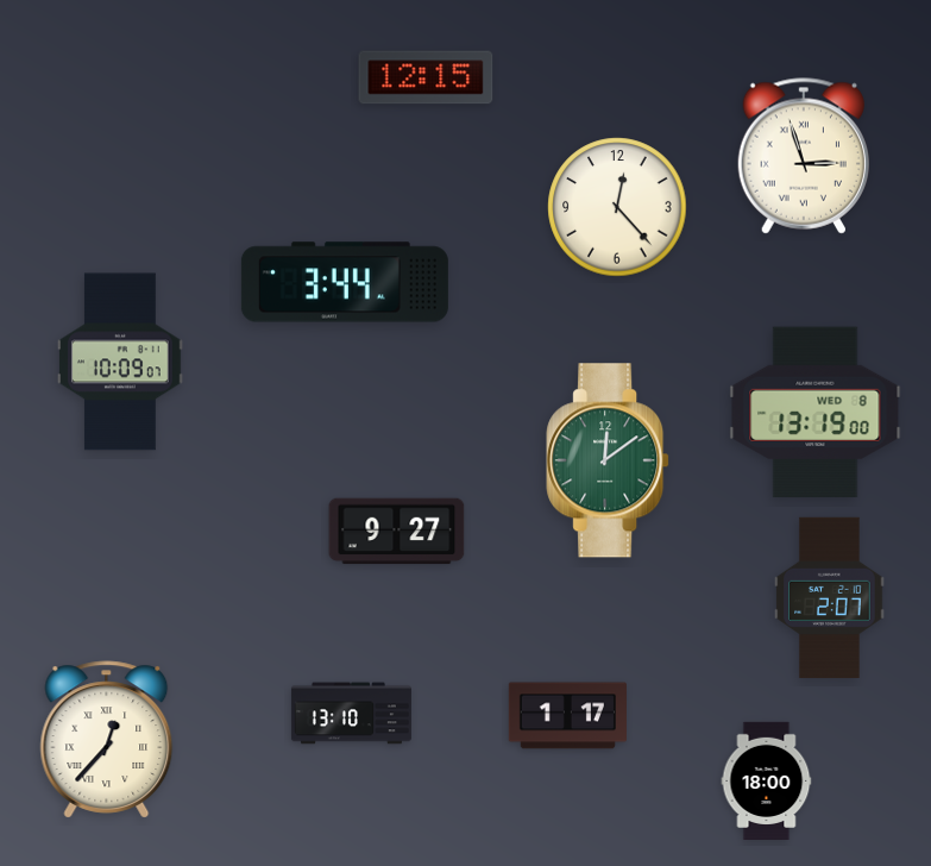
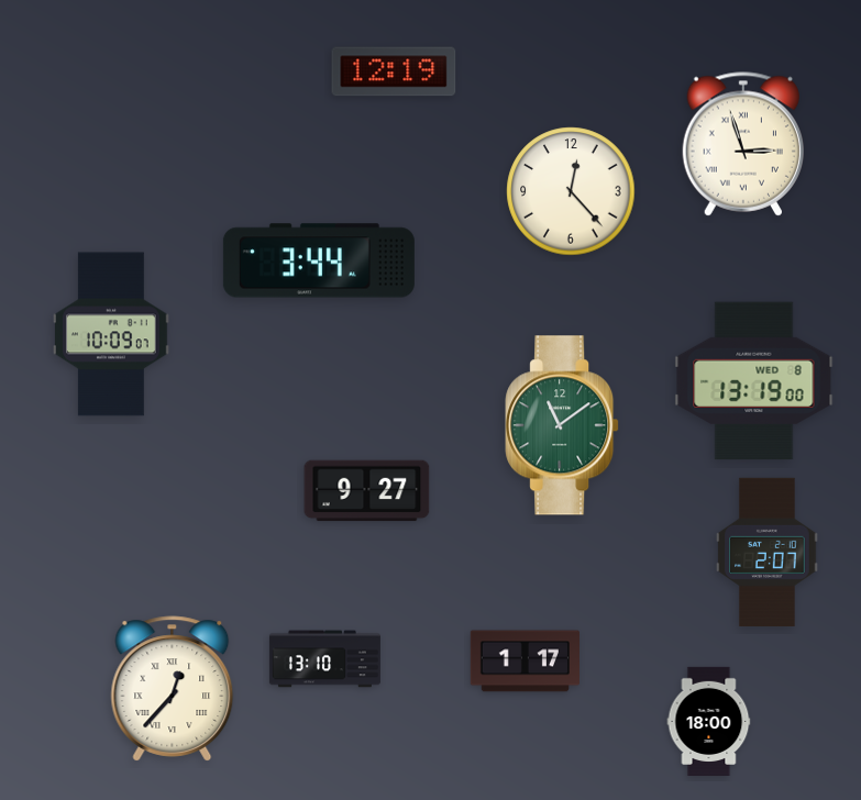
clock at (426, 77): 12:15 -> 12:19
clock at (608, 460): 12:09 -> 11:09
clock at (107, 740) position: (107, 740) -> (173, 689)
